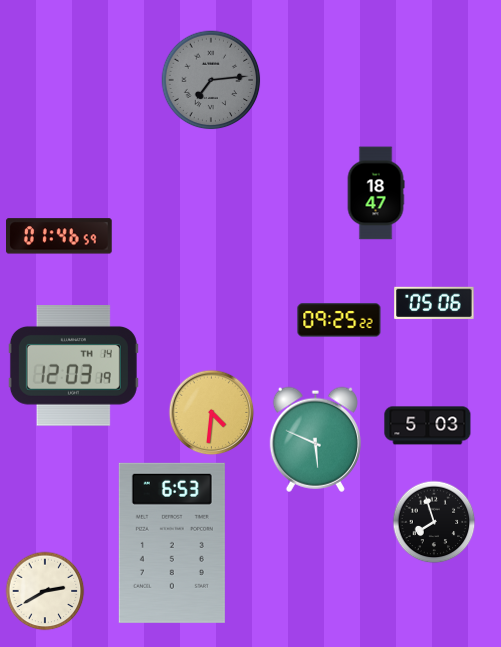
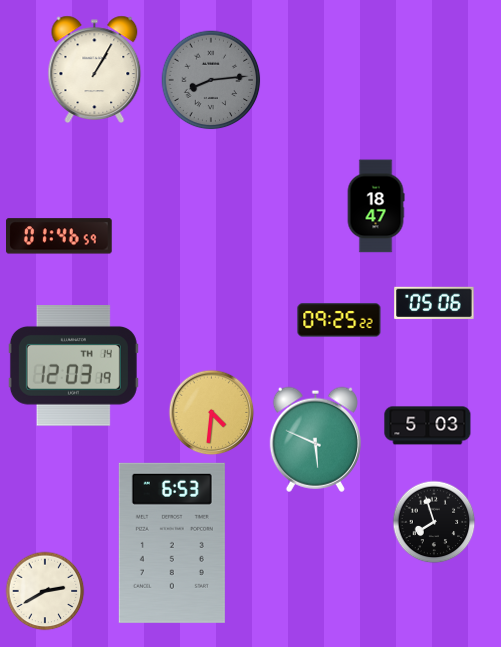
clock at (95, 69): none -> 1:05
clock at (211, 80): 7:14 -> 8:14
clock at (376, 193) position: (376, 193) -> (376, 206)
